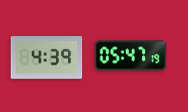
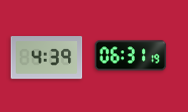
clock at (131, 56): 05:47 -> 06:31
